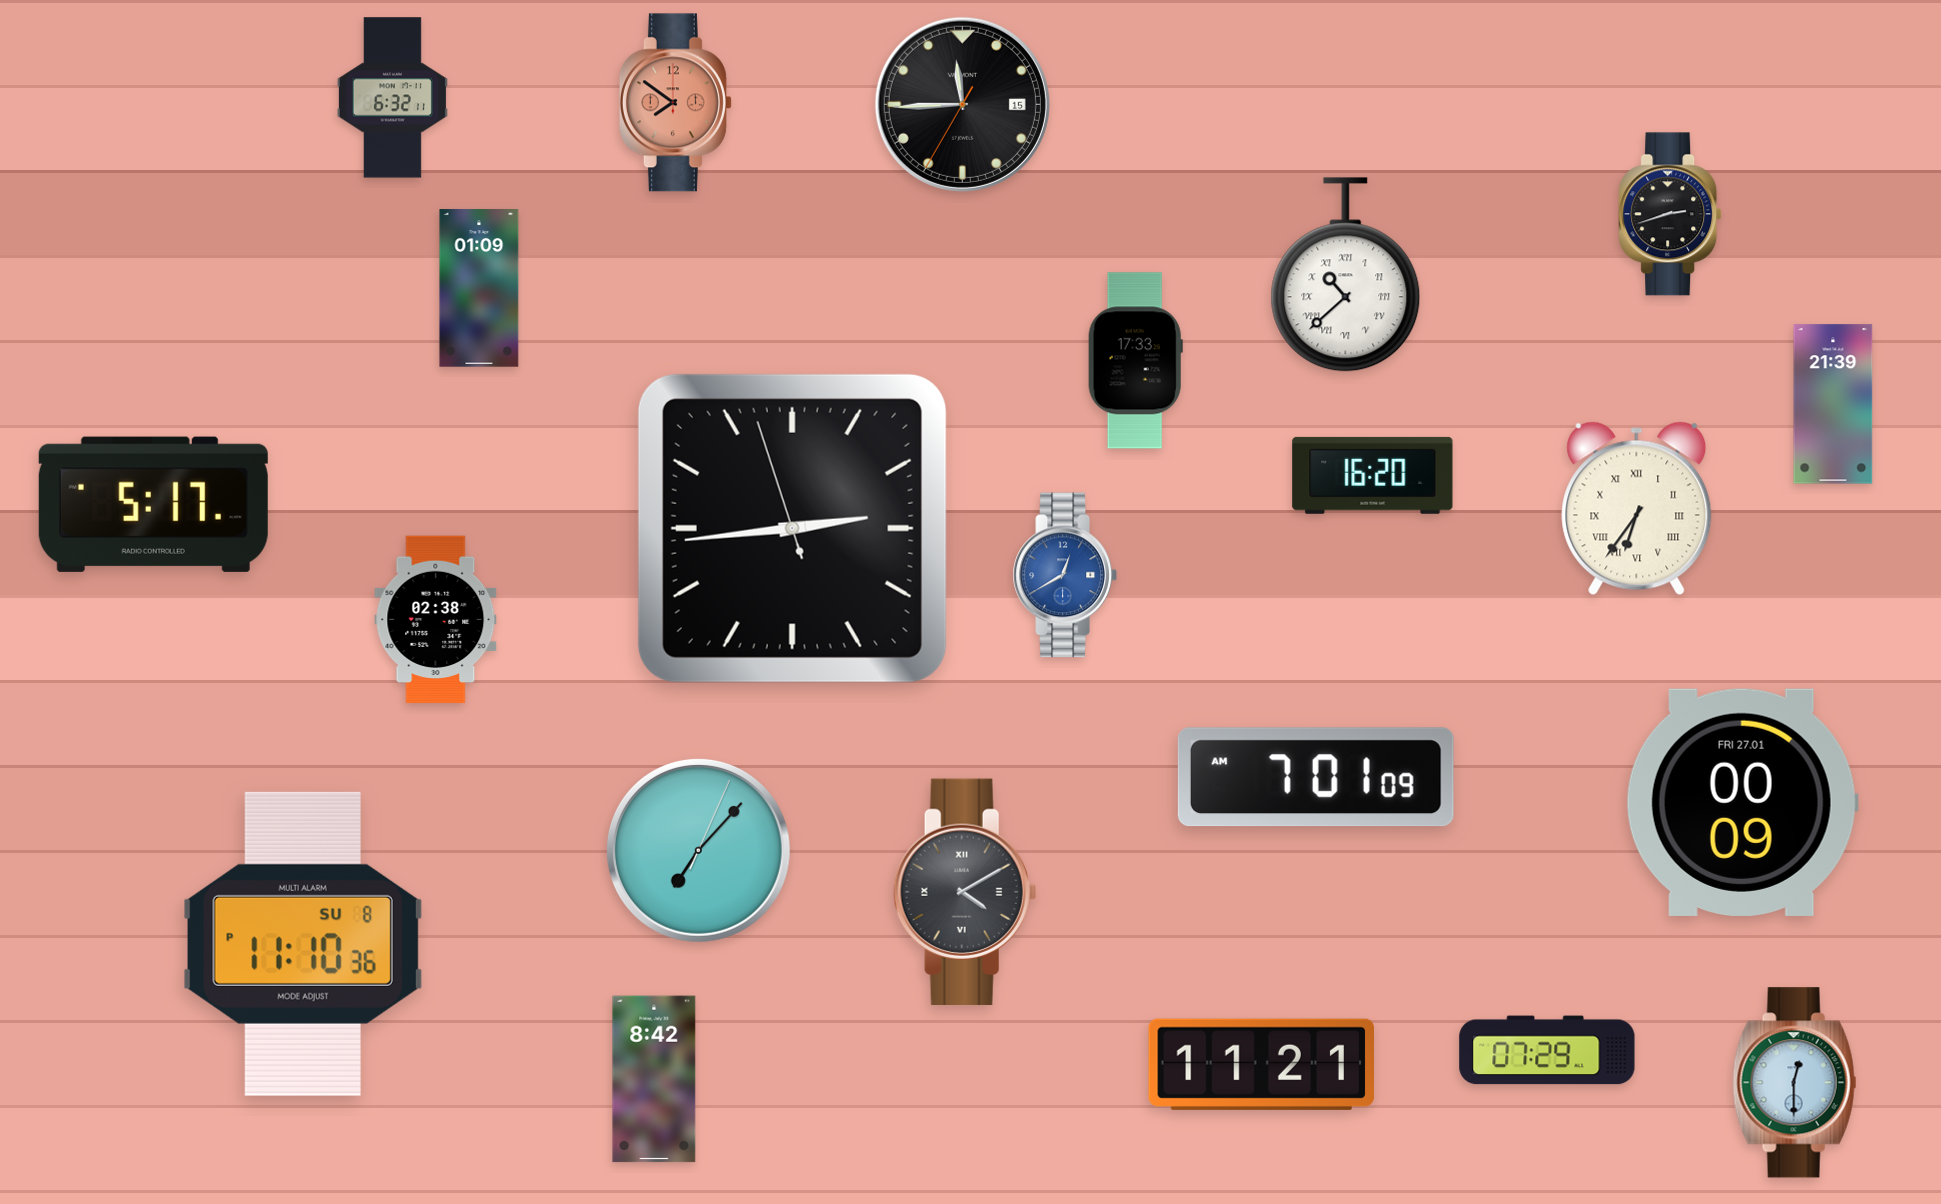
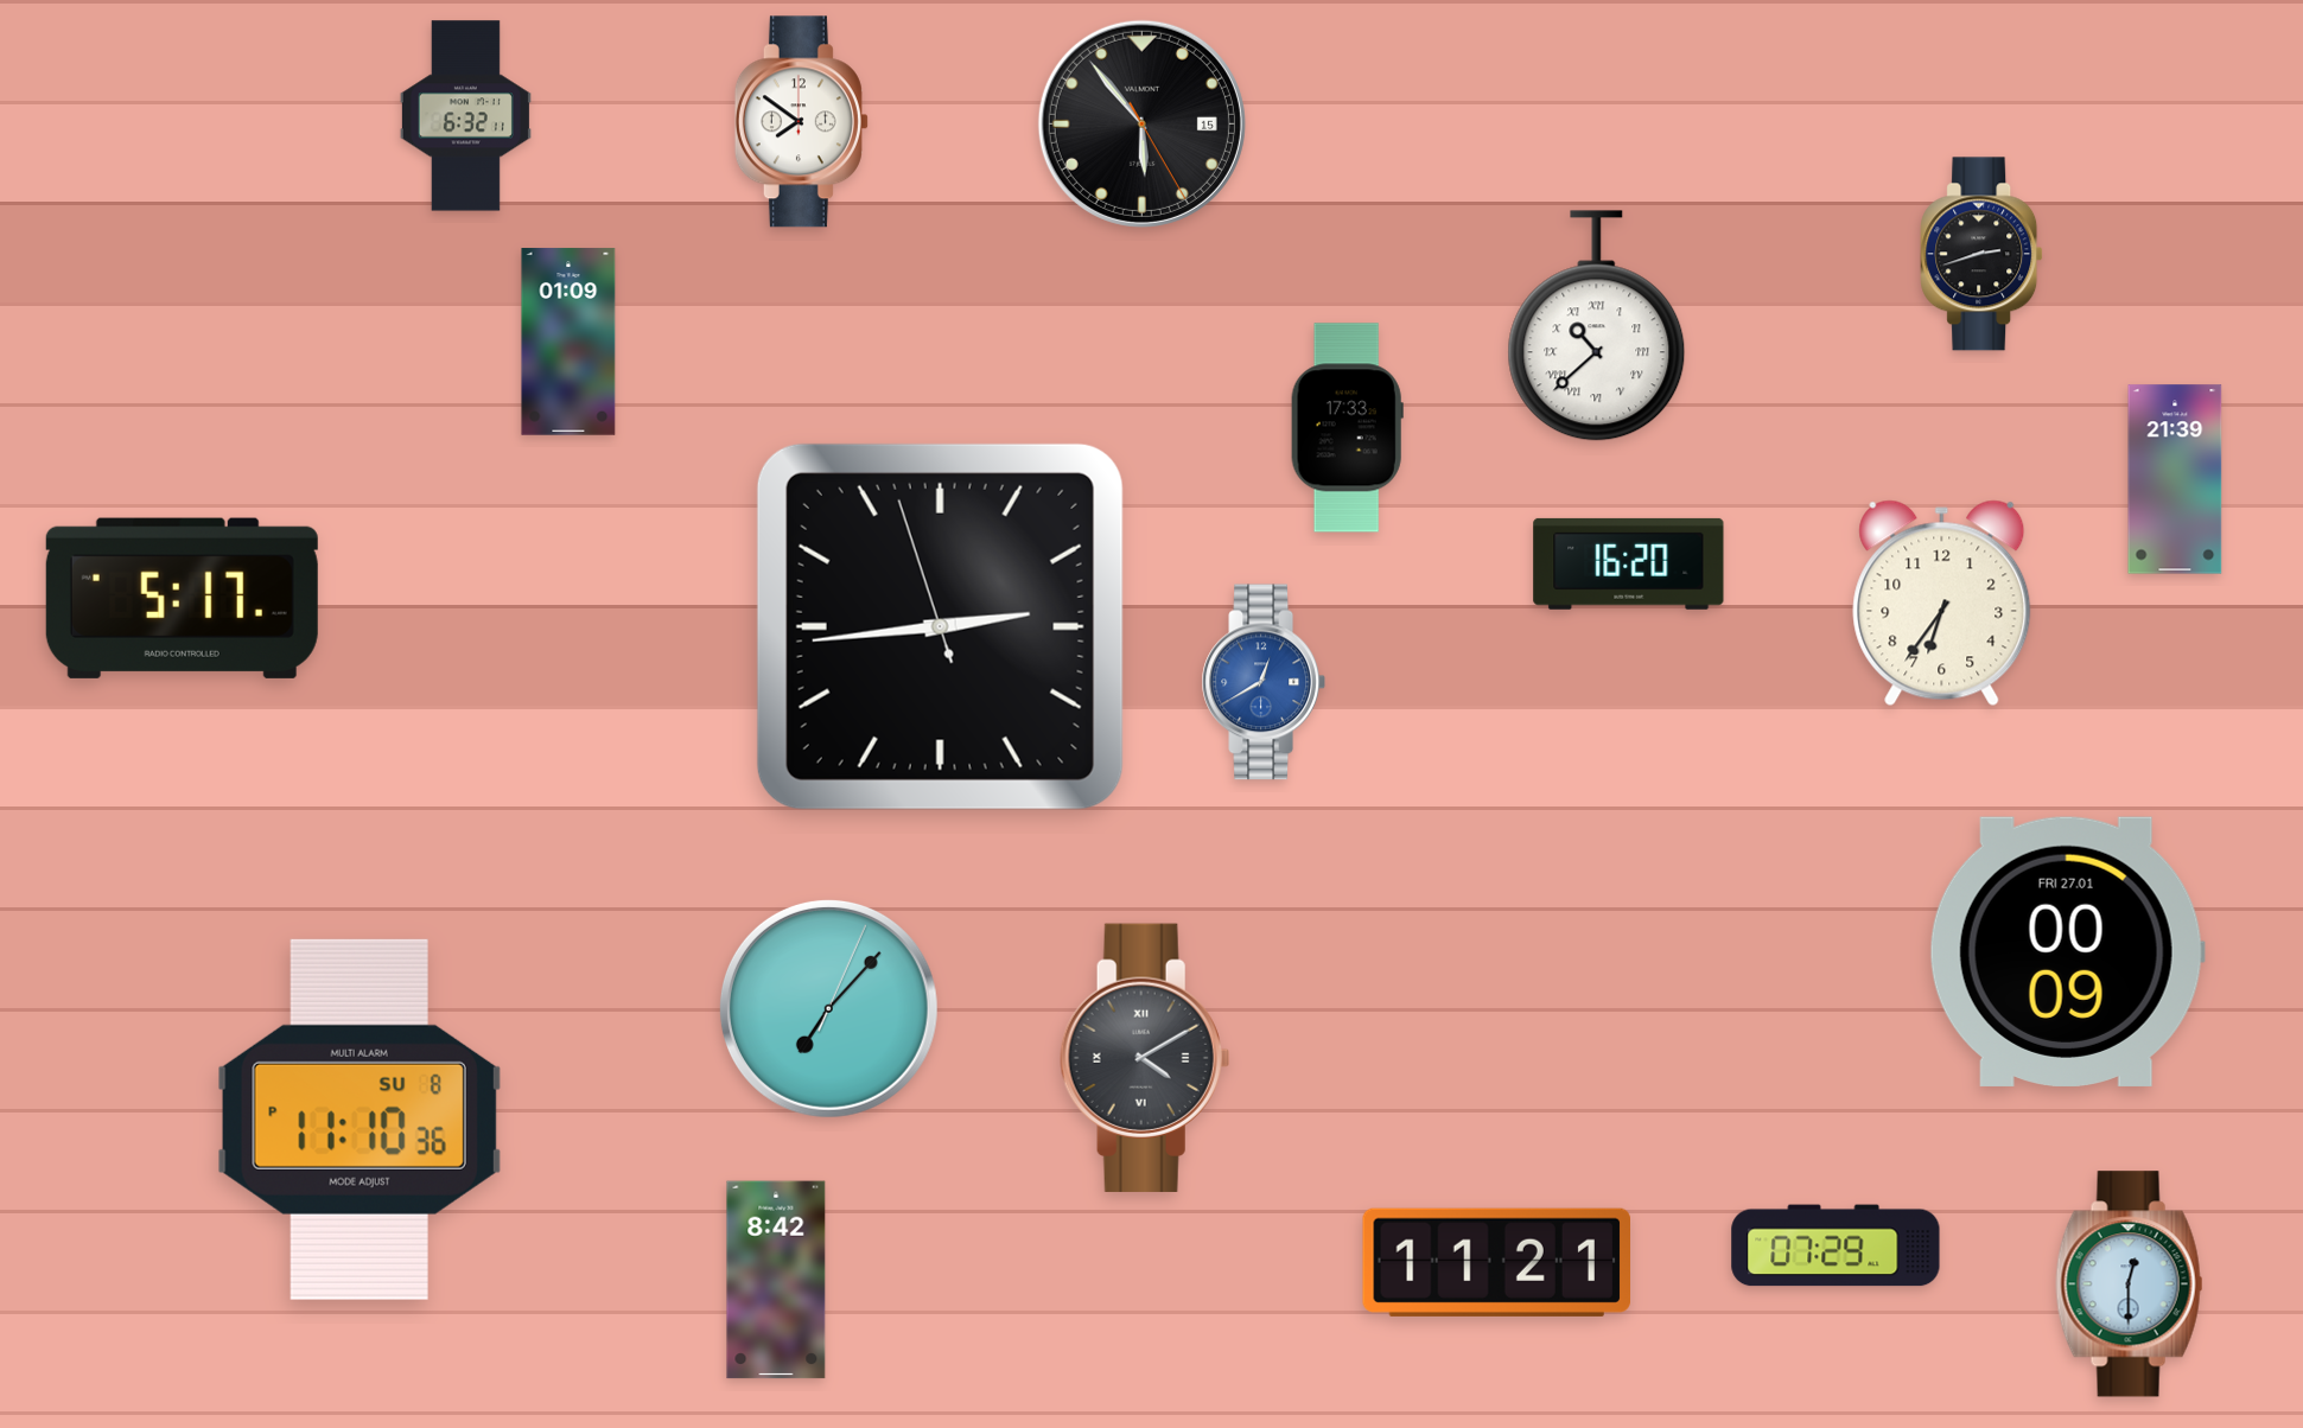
clock at (675, 103) dial: salmon -> white
clock at (962, 104): 11:44 -> 5:53
clock at (1637, 509) numerals: Roman -> Arabic
clock at (436, 620): 02:38 -> none
clock at (1316, 777): 7:01 -> none
